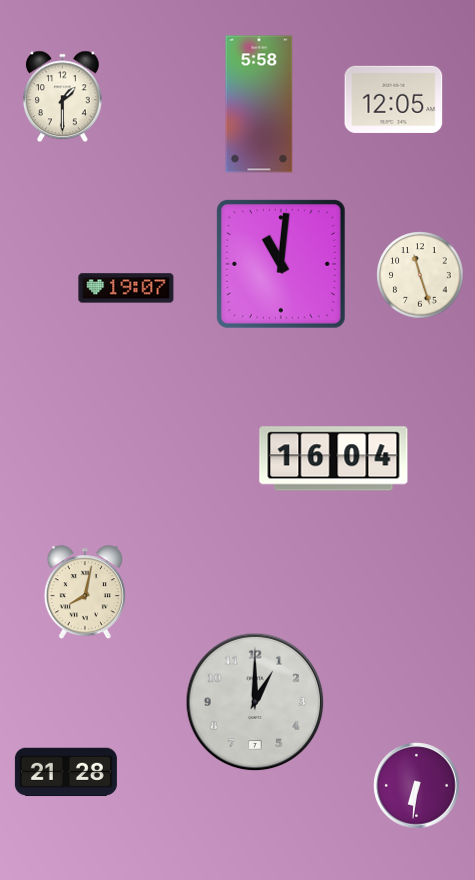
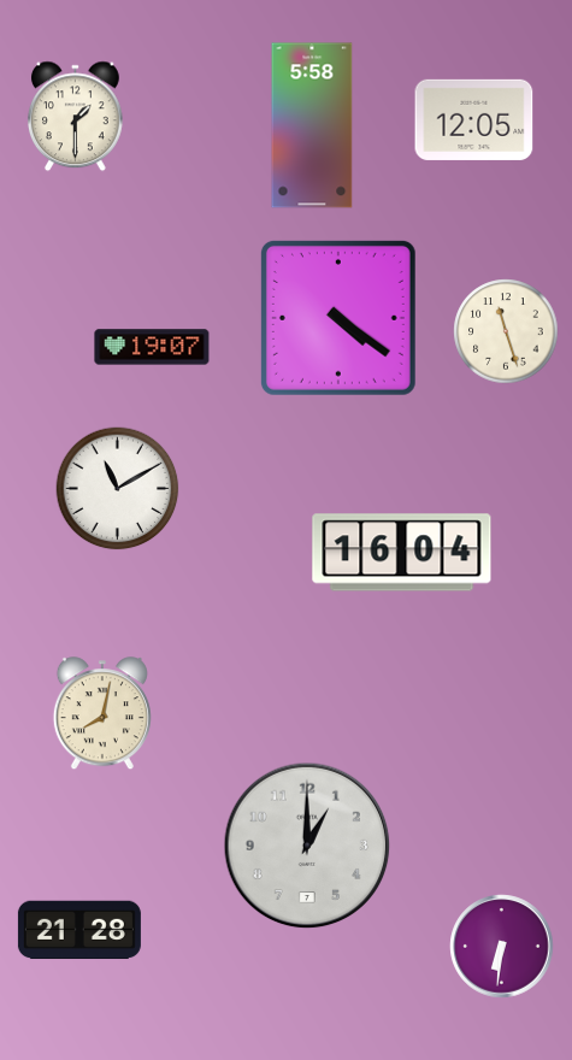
clock at (281, 264): 11:01 -> 4:21
clock at (118, 489): none -> 11:10
